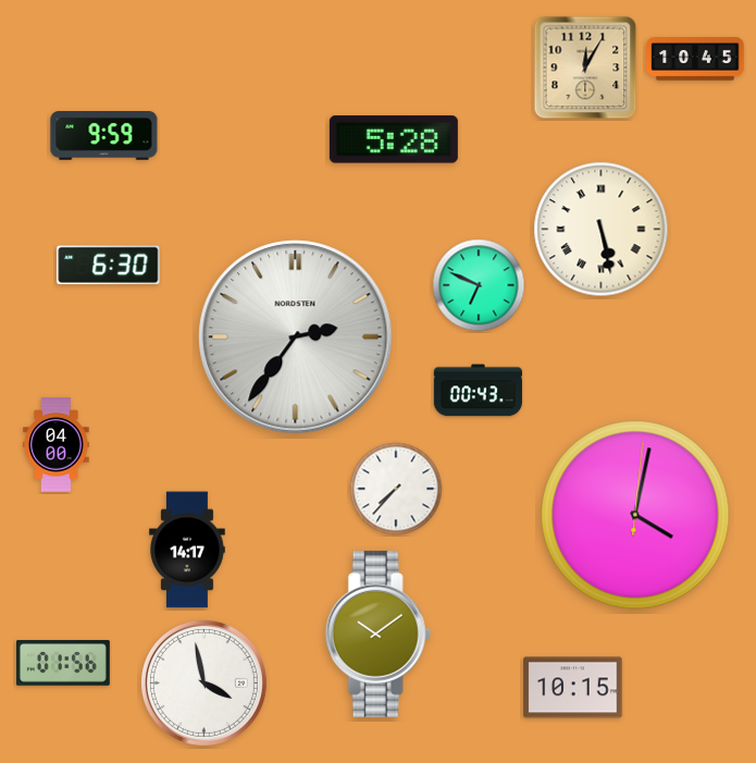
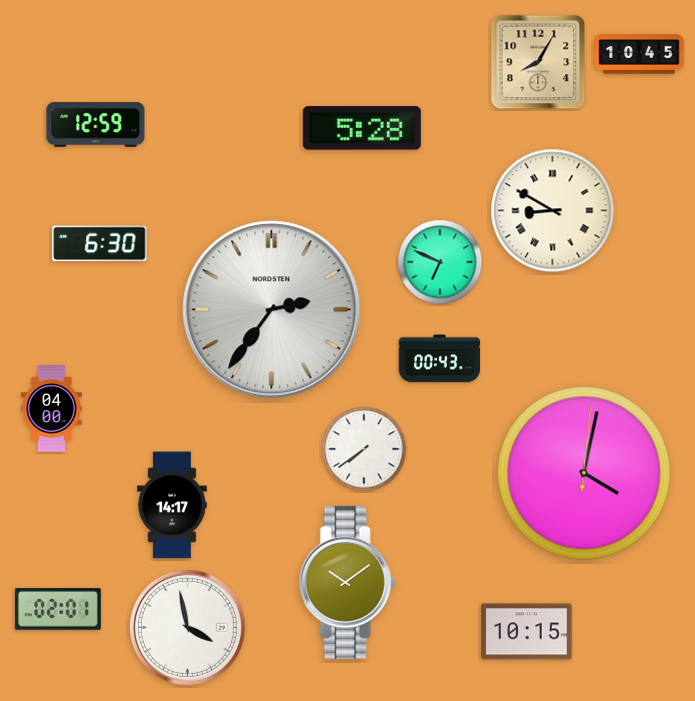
clock at (585, 67): 12:05 -> 8:05
clock at (104, 136): 9:59 -> 12:59
clock at (602, 230): 5:28 -> 8:50
clock at (396, 489): 7:37 -> 7:39
clock at (63, 663): 01:56 -> 02:01
